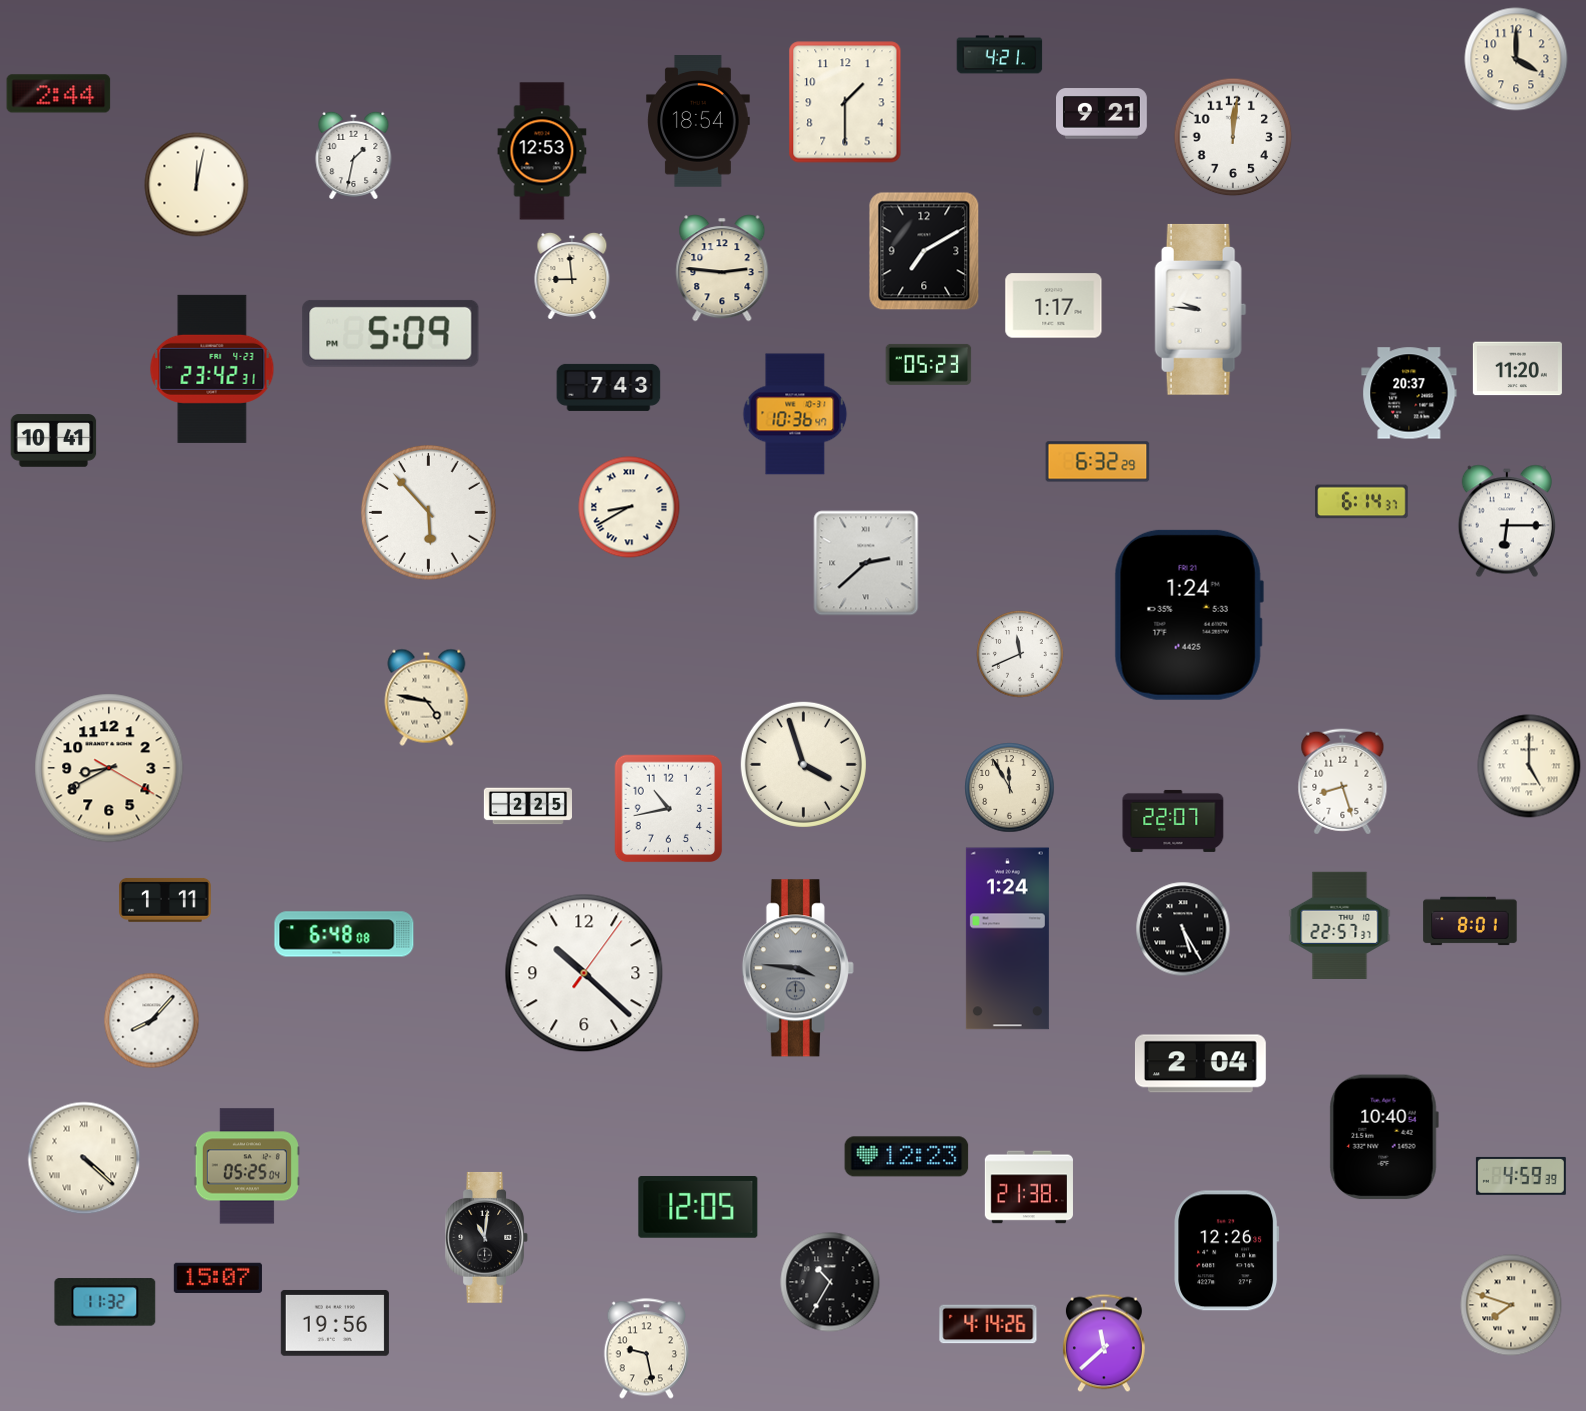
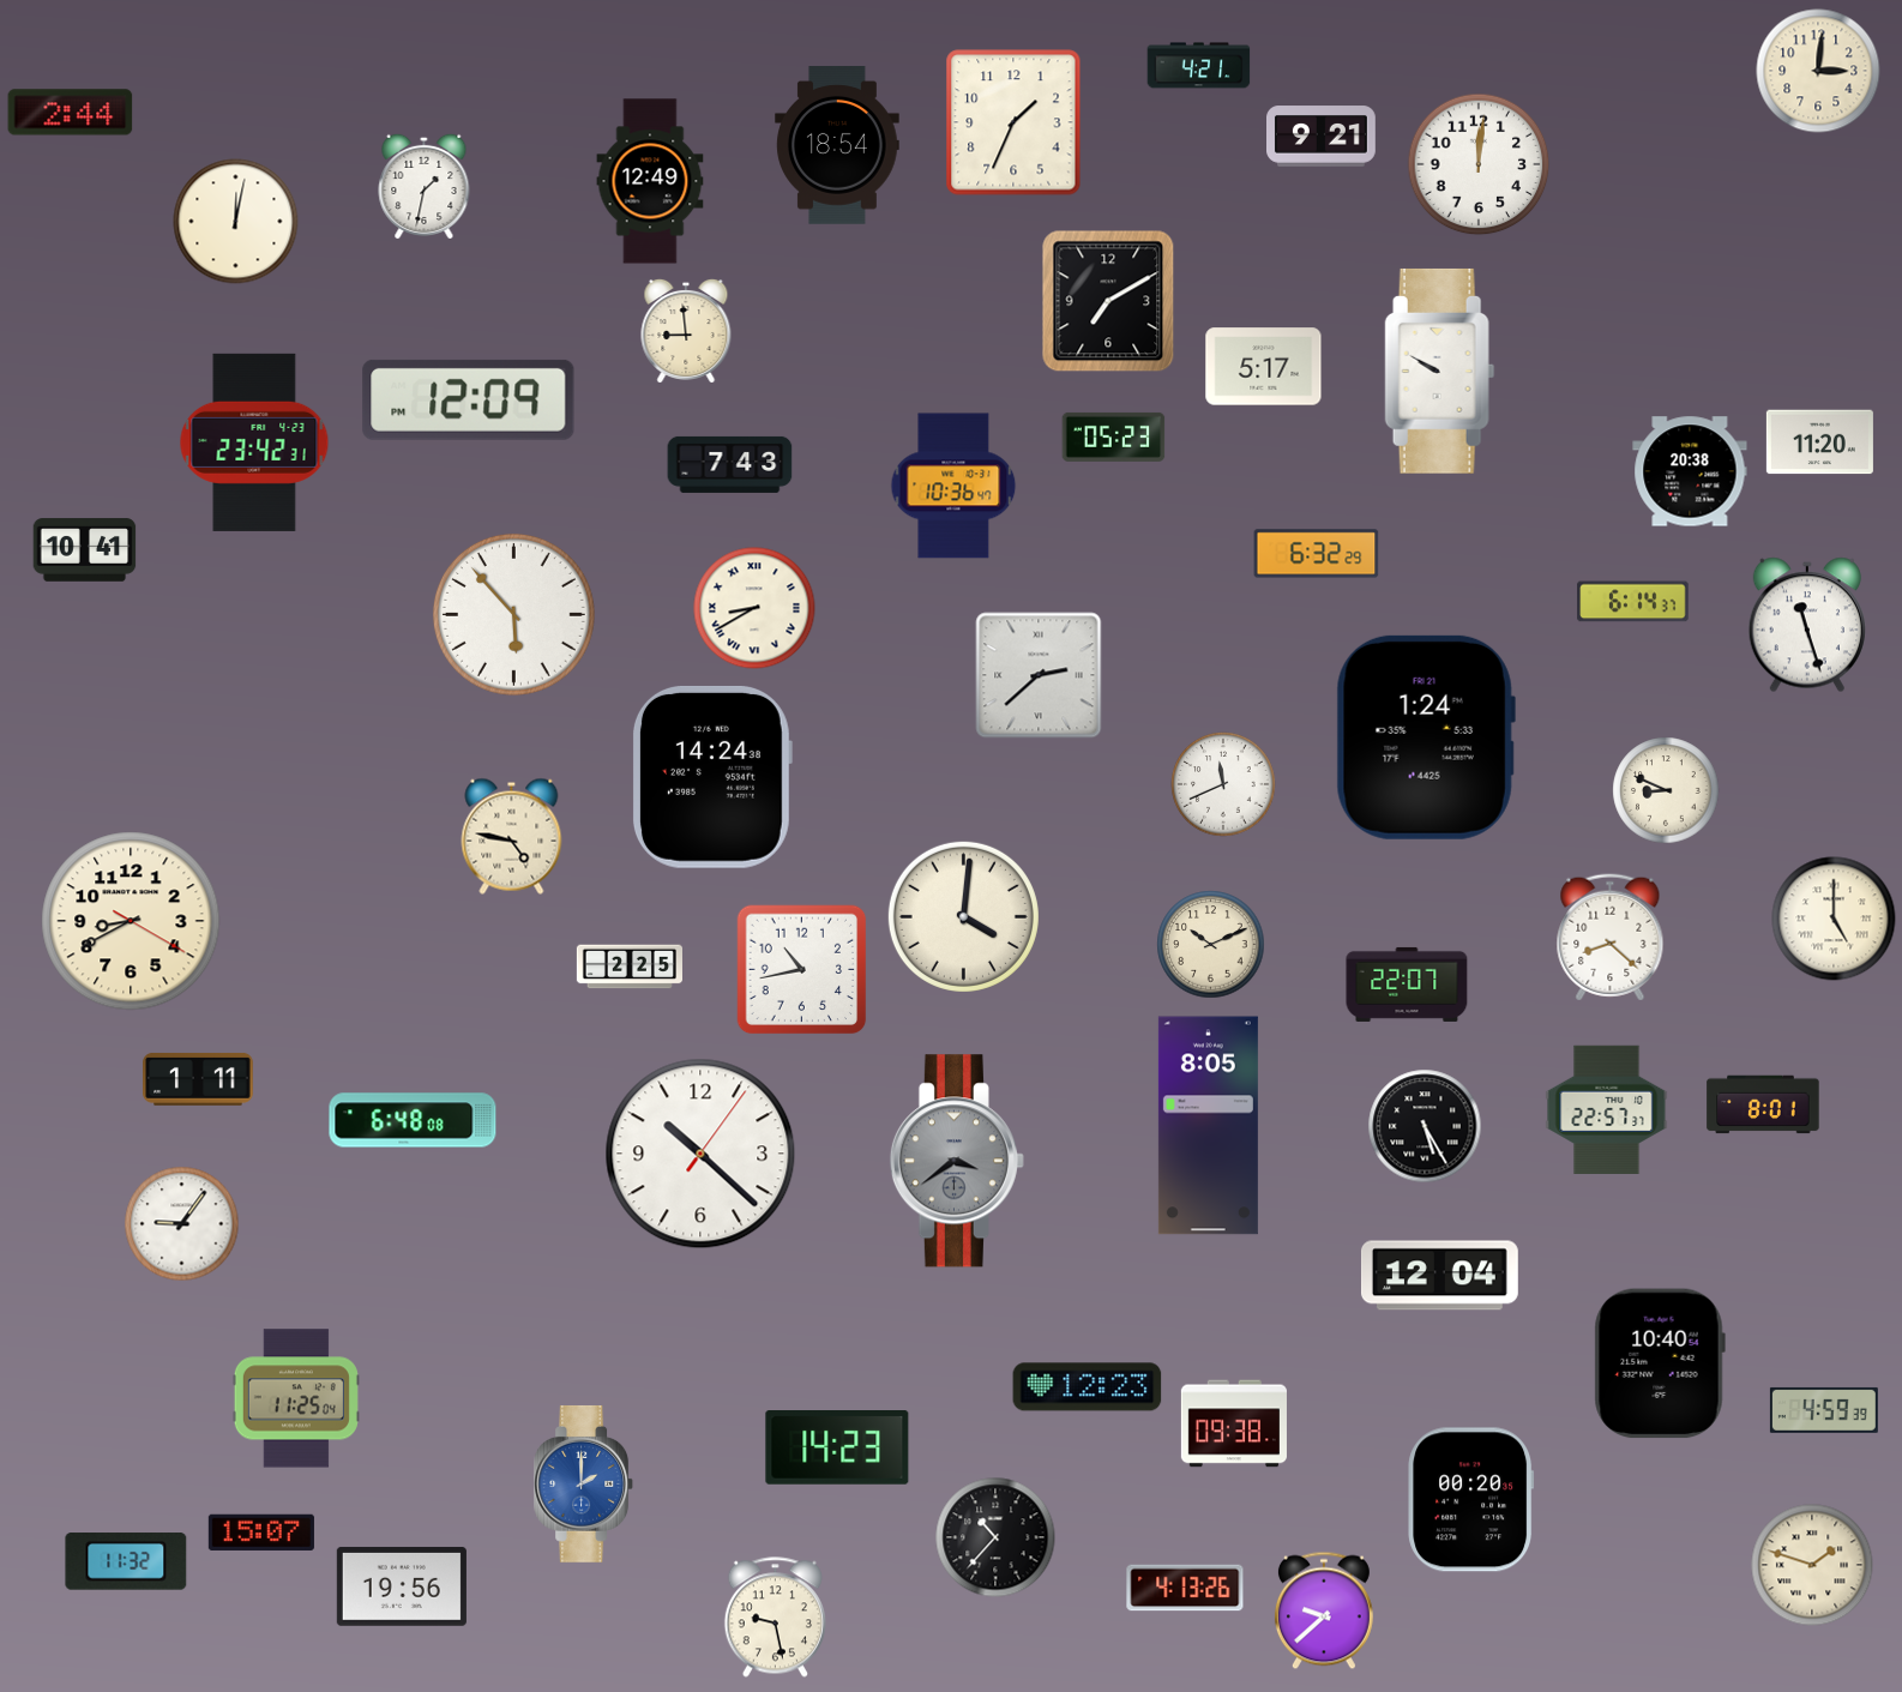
clock at (1516, 59): 4:00 -> 3:01
clock at (845, 102): 1:30 -> 1:34
clock at (542, 151): 12:53 -> 12:49
clock at (722, 268): 2:46 -> none
clock at (1054, 306): 1:17 -> 5:17
clock at (1201, 309): 9:46 -> 9:50
clock at (391, 333): 5:09 -> 12:09
clock at (1409, 393): 20:37 -> 20:38
clock at (795, 414) position: (795, 414) -> (953, 486)
clock at (54, 441) position: (54, 441) -> (85, 550)
clock at (1507, 521): 6:15 -> 11:27
clock at (711, 777): none -> 14:24
clock at (1666, 790): none -> 8:49
clock at (803, 764): 3:57 -> 4:01
clock at (1343, 782): 8:27 -> 8:22
clock at (1010, 788): 11:55 -> 10:11
clock at (527, 806) position: (527, 806) -> (628, 967)
clock at (1183, 929) position: (1183, 929) -> (1425, 1126)
clock at (1007, 939): 1:24 -> 8:05
clock at (798, 968): 3:46 -> 3:39
clock at (584, 973) position: (584, 973) -> (700, 1154)
clock at (152, 1021): 8:07 -> 9:06
clock at (1200, 1064): 2:04 -> 12:04
clock at (84, 1158): 4:22 -> none
clock at (247, 1166): 05:25 -> 11:25
clock at (1029, 1187): 21:38 -> 09:38
clock at (698, 1208): 12:05 -> 14:23
clock at (487, 1237): 11:01 -> 2:00
clock at (487, 1237) dial: black -> blue
clock at (1227, 1251): 12:26 -> 00:20
clock at (830, 1282): 10:35 -> 10:37
clock at (1511, 1305): 7:48 -> 1:48
clock at (988, 1324): 4:14 -> 4:13
clock at (1104, 1343): 11:38 -> 9:38
